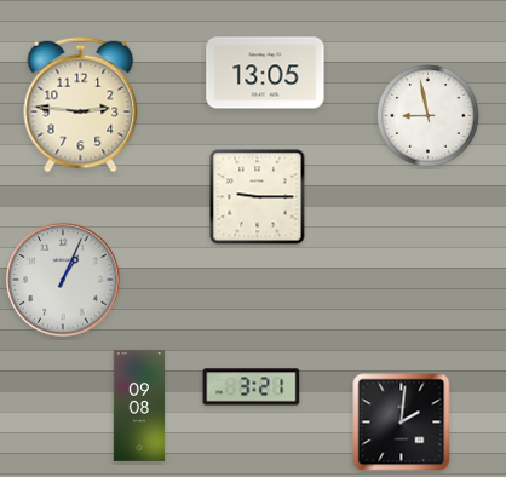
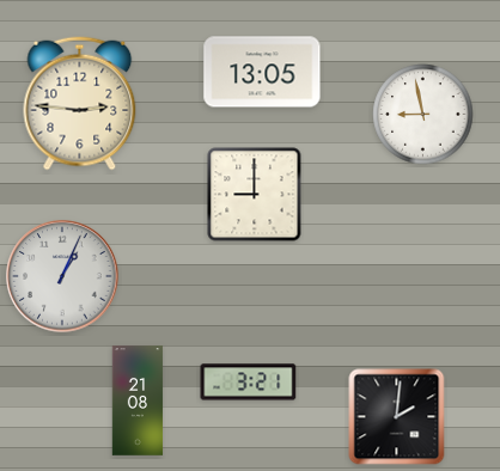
clock at (258, 197): 9:15 -> 9:00
clock at (139, 406): 09:08 -> 21:08
